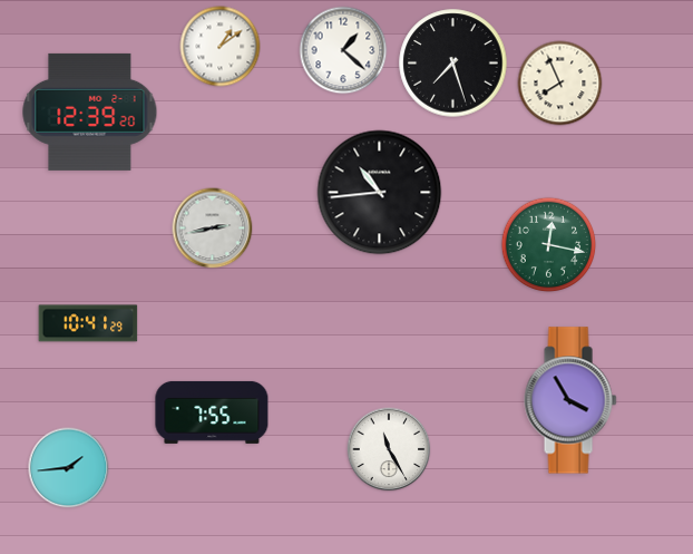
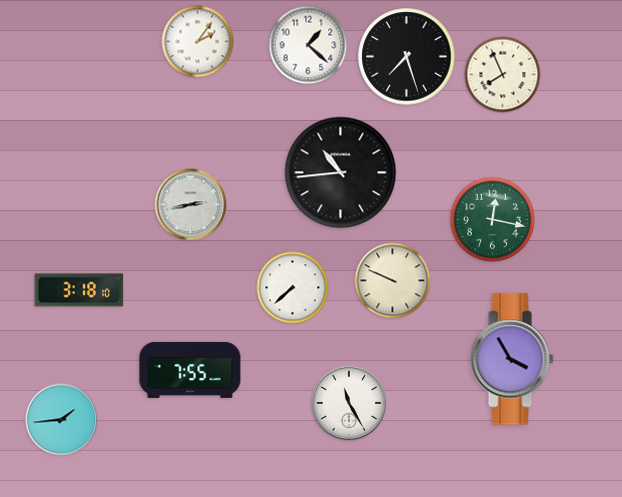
clock at (221, 47): 1:09 -> 2:06
clock at (90, 111): 12:39 -> none
clock at (393, 281): none -> 9:49
clock at (293, 288): none -> 7:38
clock at (88, 323): 10:41 -> 3:18
